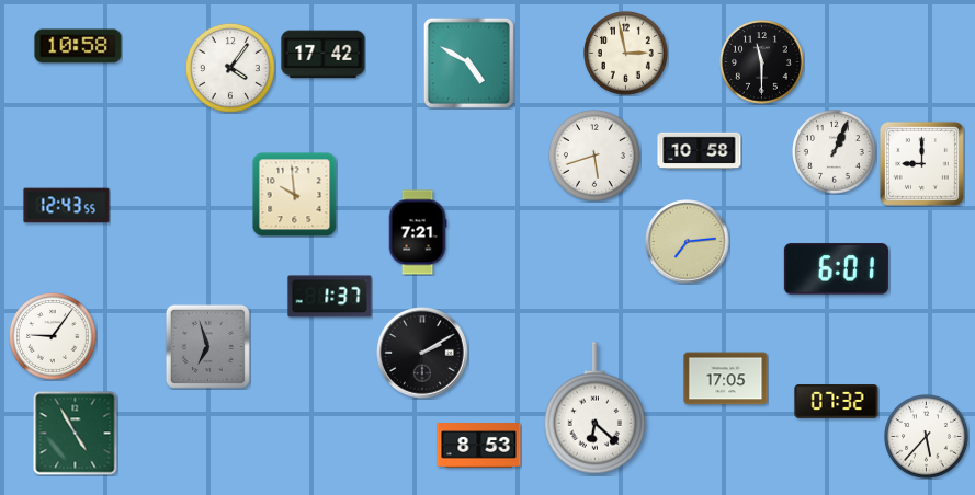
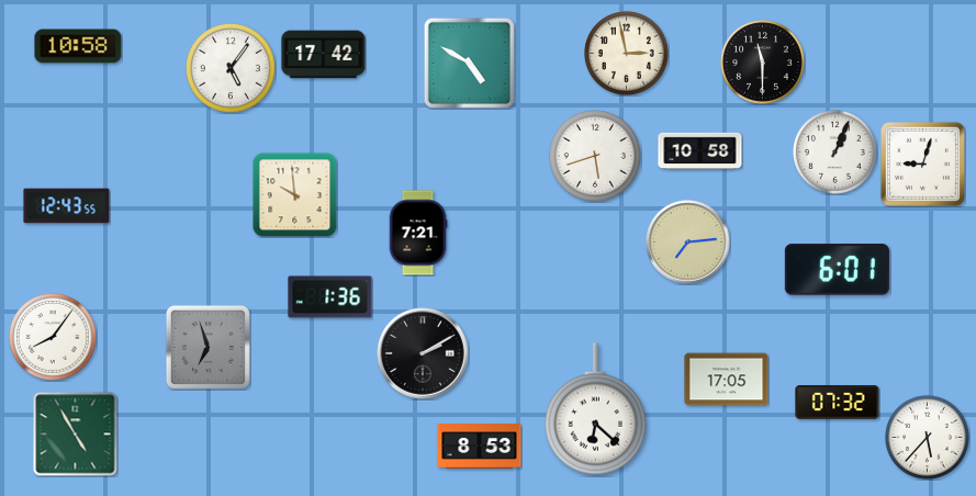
clock at (231, 69): 4:06 -> 5:06
clock at (921, 163): 9:00 -> 9:03
clock at (330, 297): 1:37 -> 1:36
clock at (54, 337): 9:06 -> 8:06
